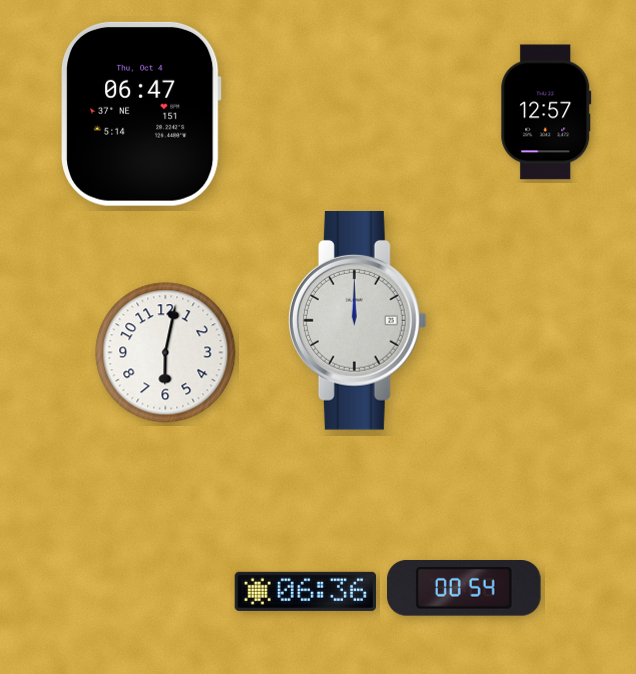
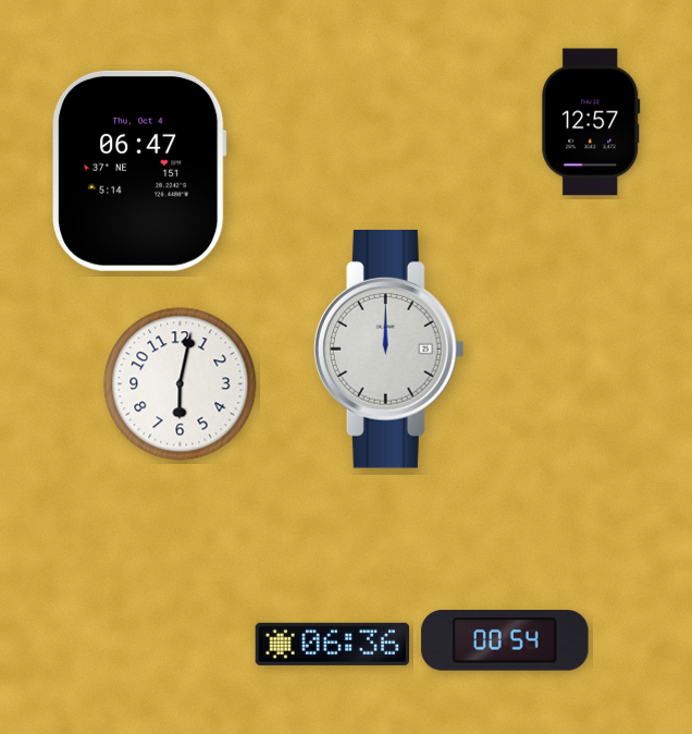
clock at (546, 112) position: (546, 112) -> (591, 122)
clock at (142, 114) position: (142, 114) -> (140, 171)
